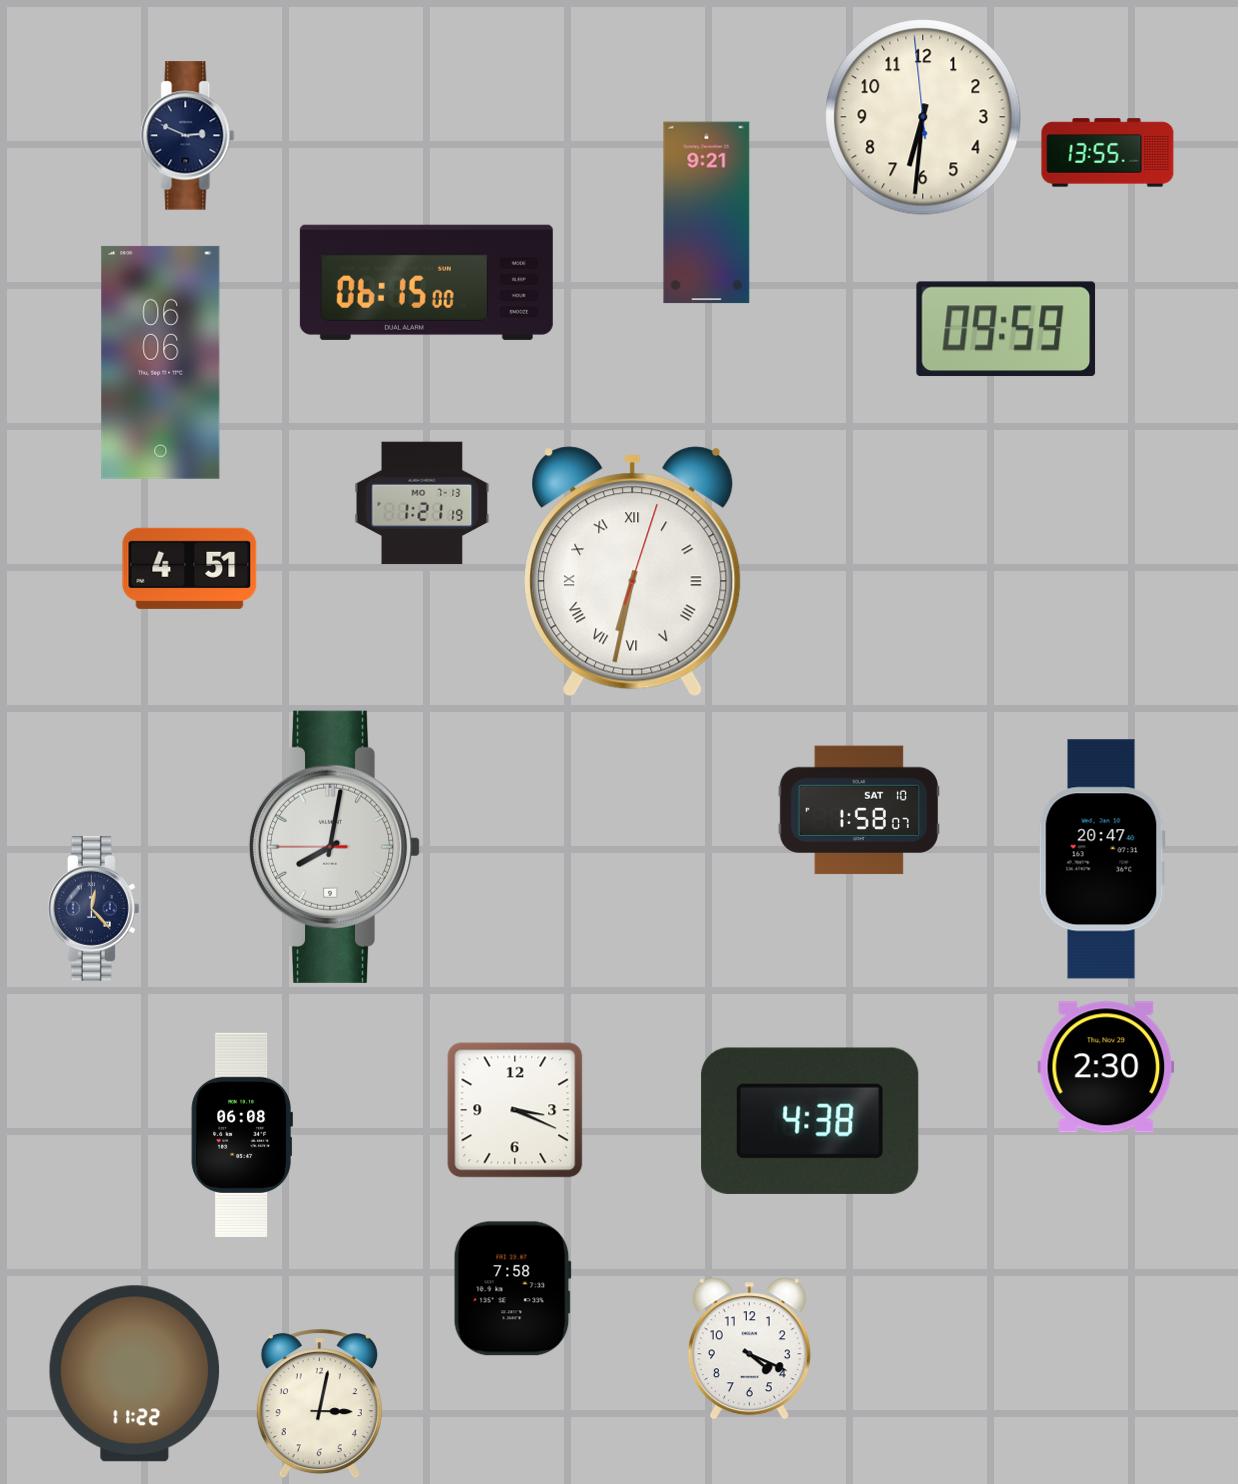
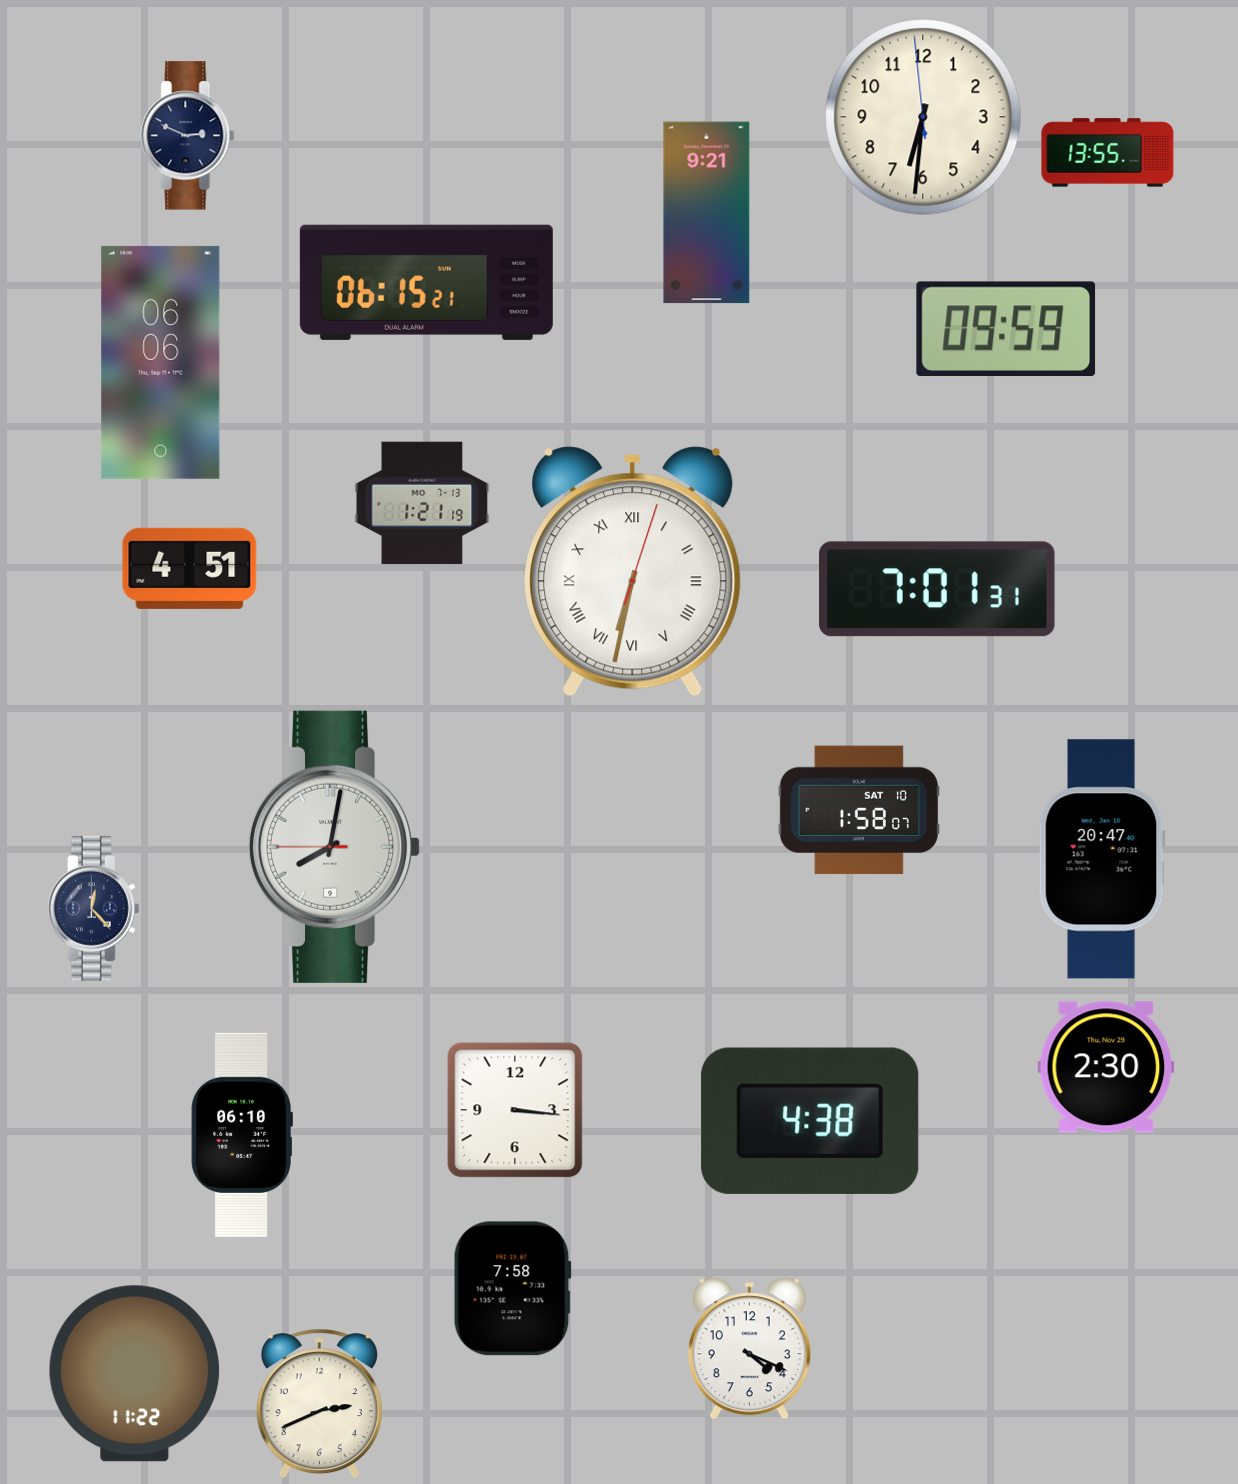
clock at (426, 282): 06:15:00 -> 06:15:21
clock at (937, 589): none -> 7:01
clock at (515, 1110): 3:19 -> 3:16
clock at (242, 1135): 06:08 -> 06:10
clock at (319, 1404): 3:02 -> 2:41
